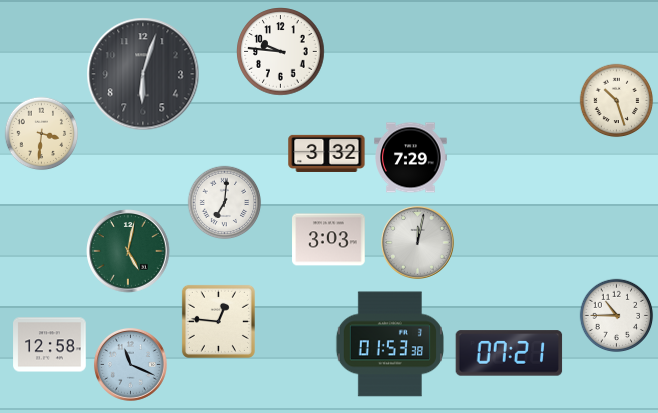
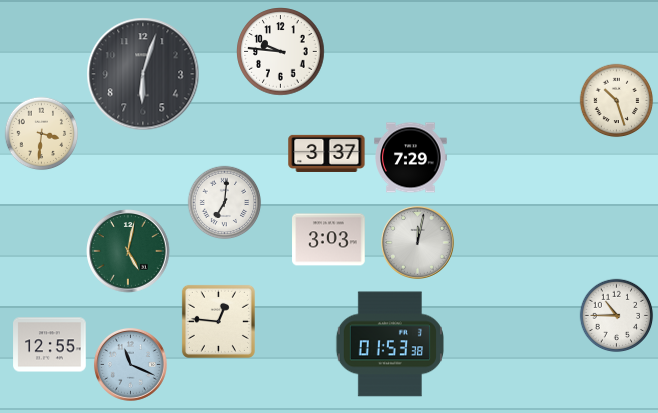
clock at (327, 153): 3:32 -> 3:37
clock at (50, 345): 12:58 -> 12:55
clock at (509, 353): 07:21 -> none
